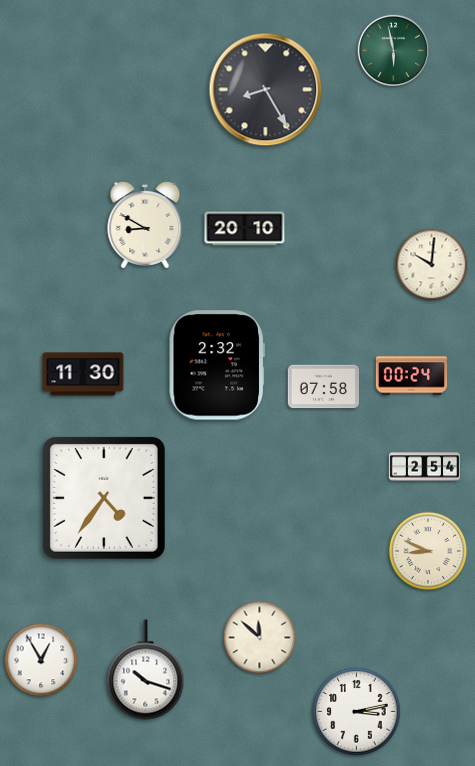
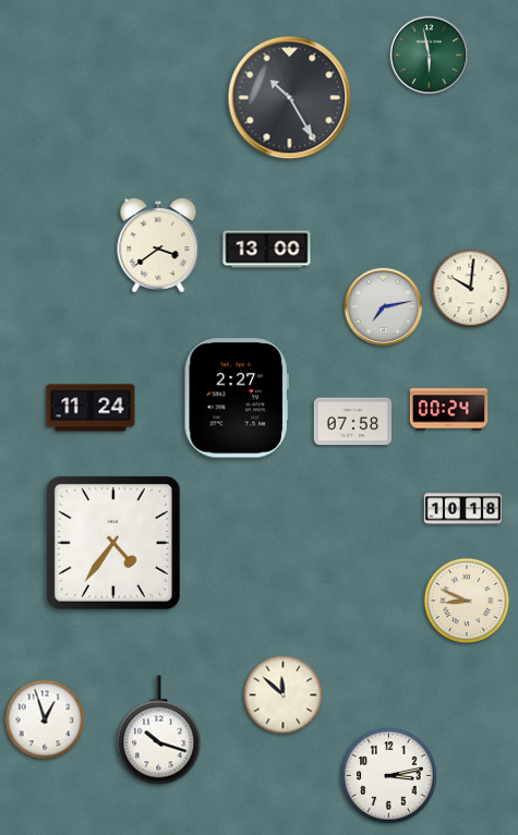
clock at (266, 90): 8:25 -> 10:25
clock at (145, 225): 8:50 -> 3:39
clock at (245, 229): 20:10 -> 13:00
clock at (384, 307): none -> 7:13
clock at (217, 365): 2:32 -> 2:27
clock at (83, 374): 11:30 -> 11:24
clock at (425, 467): 2:54 -> 10:18
clock at (41, 660): 12:55 -> 12:57
